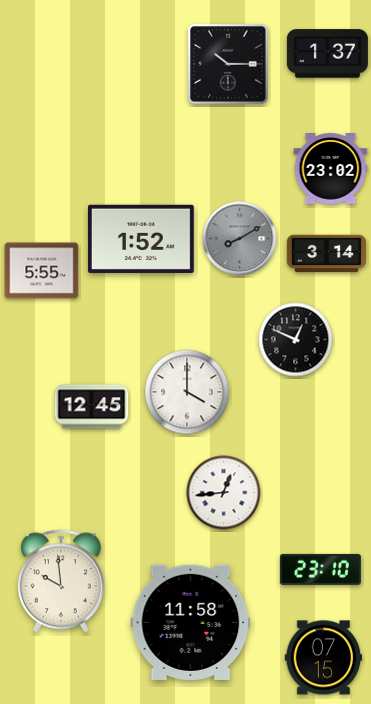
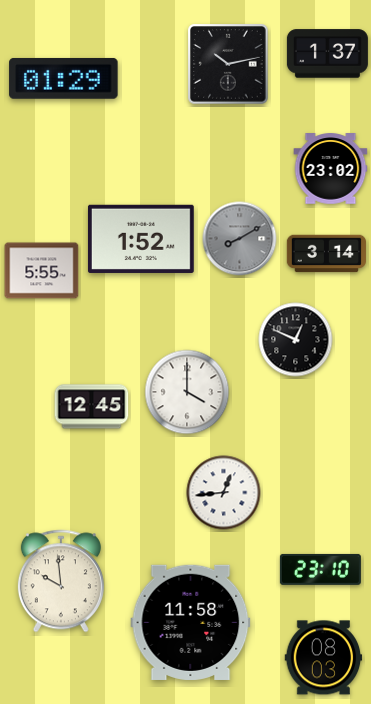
clock at (228, 64): 10:15 -> 10:13
clock at (64, 79): none -> 01:29
clock at (324, 658): 07:15 -> 08:03
